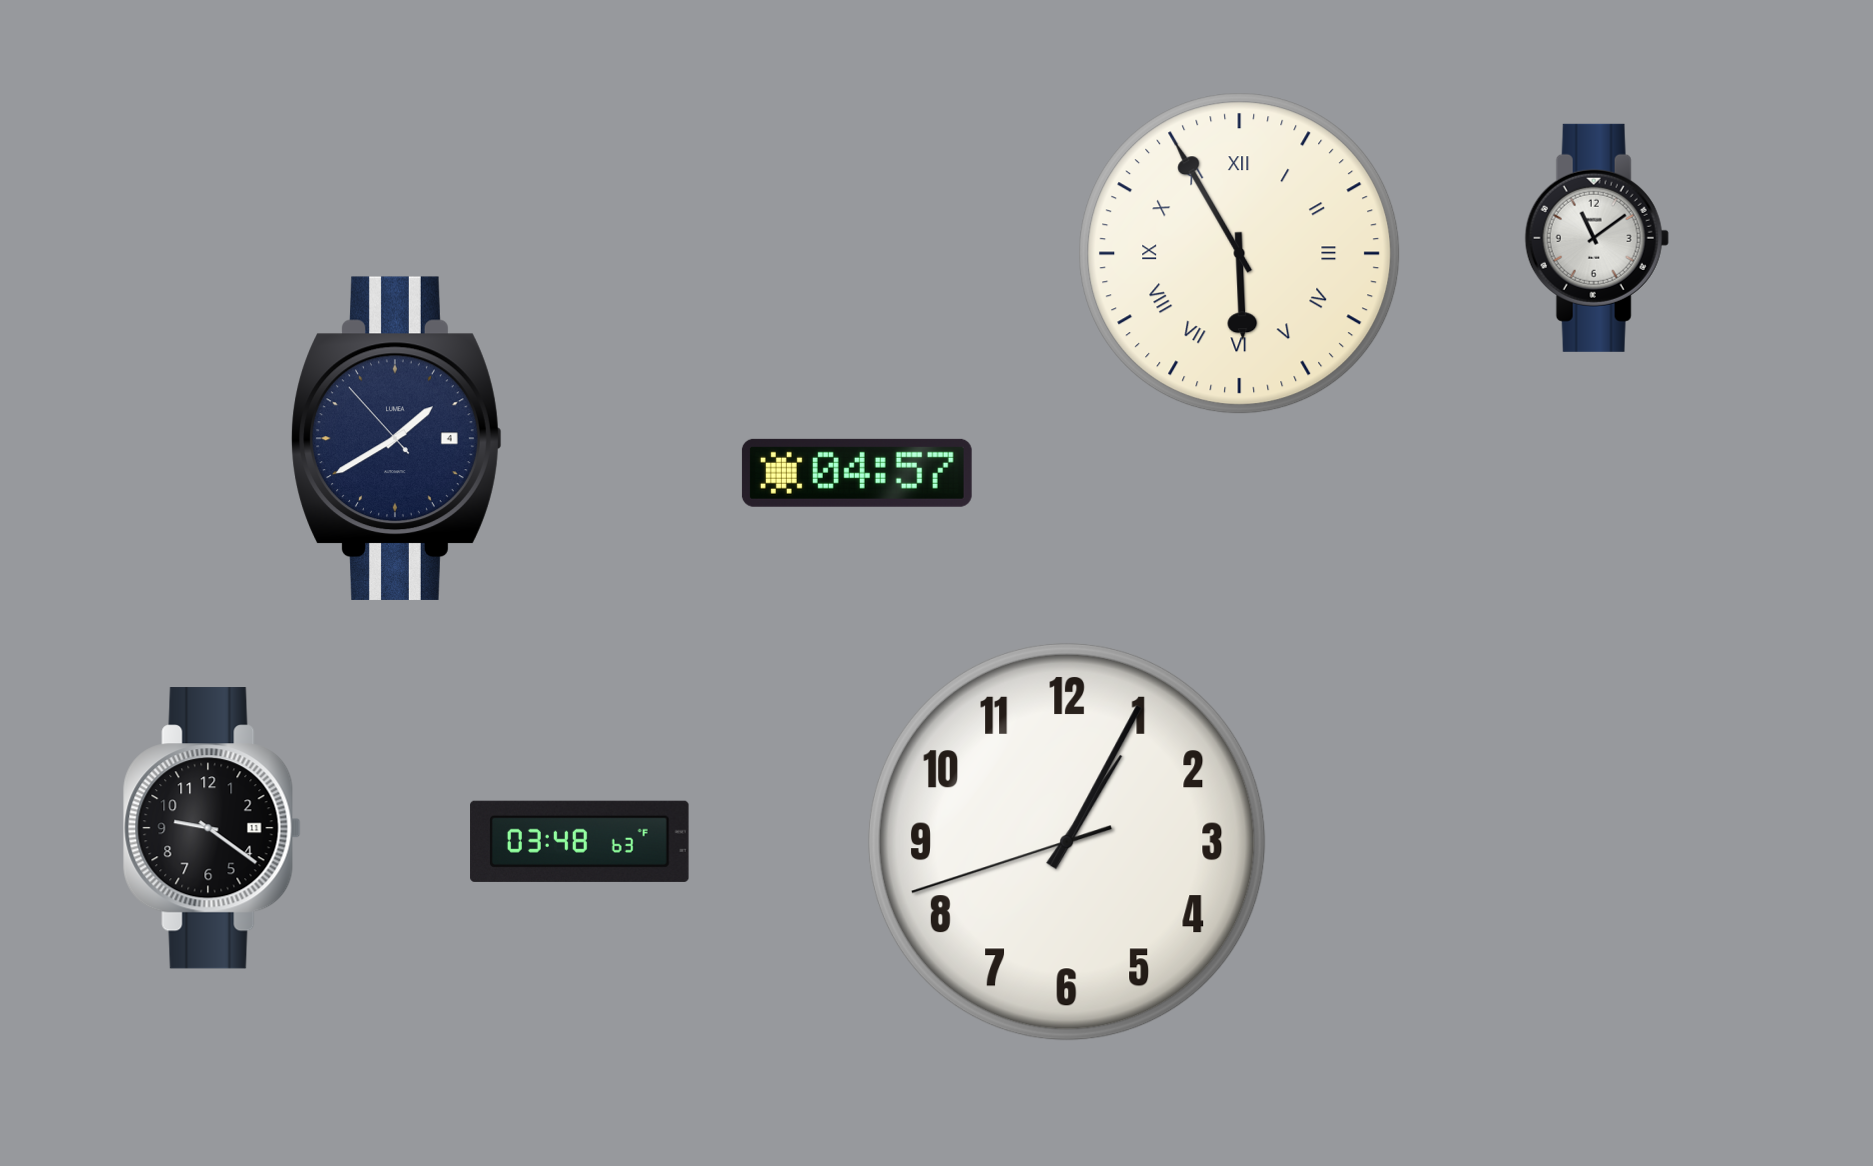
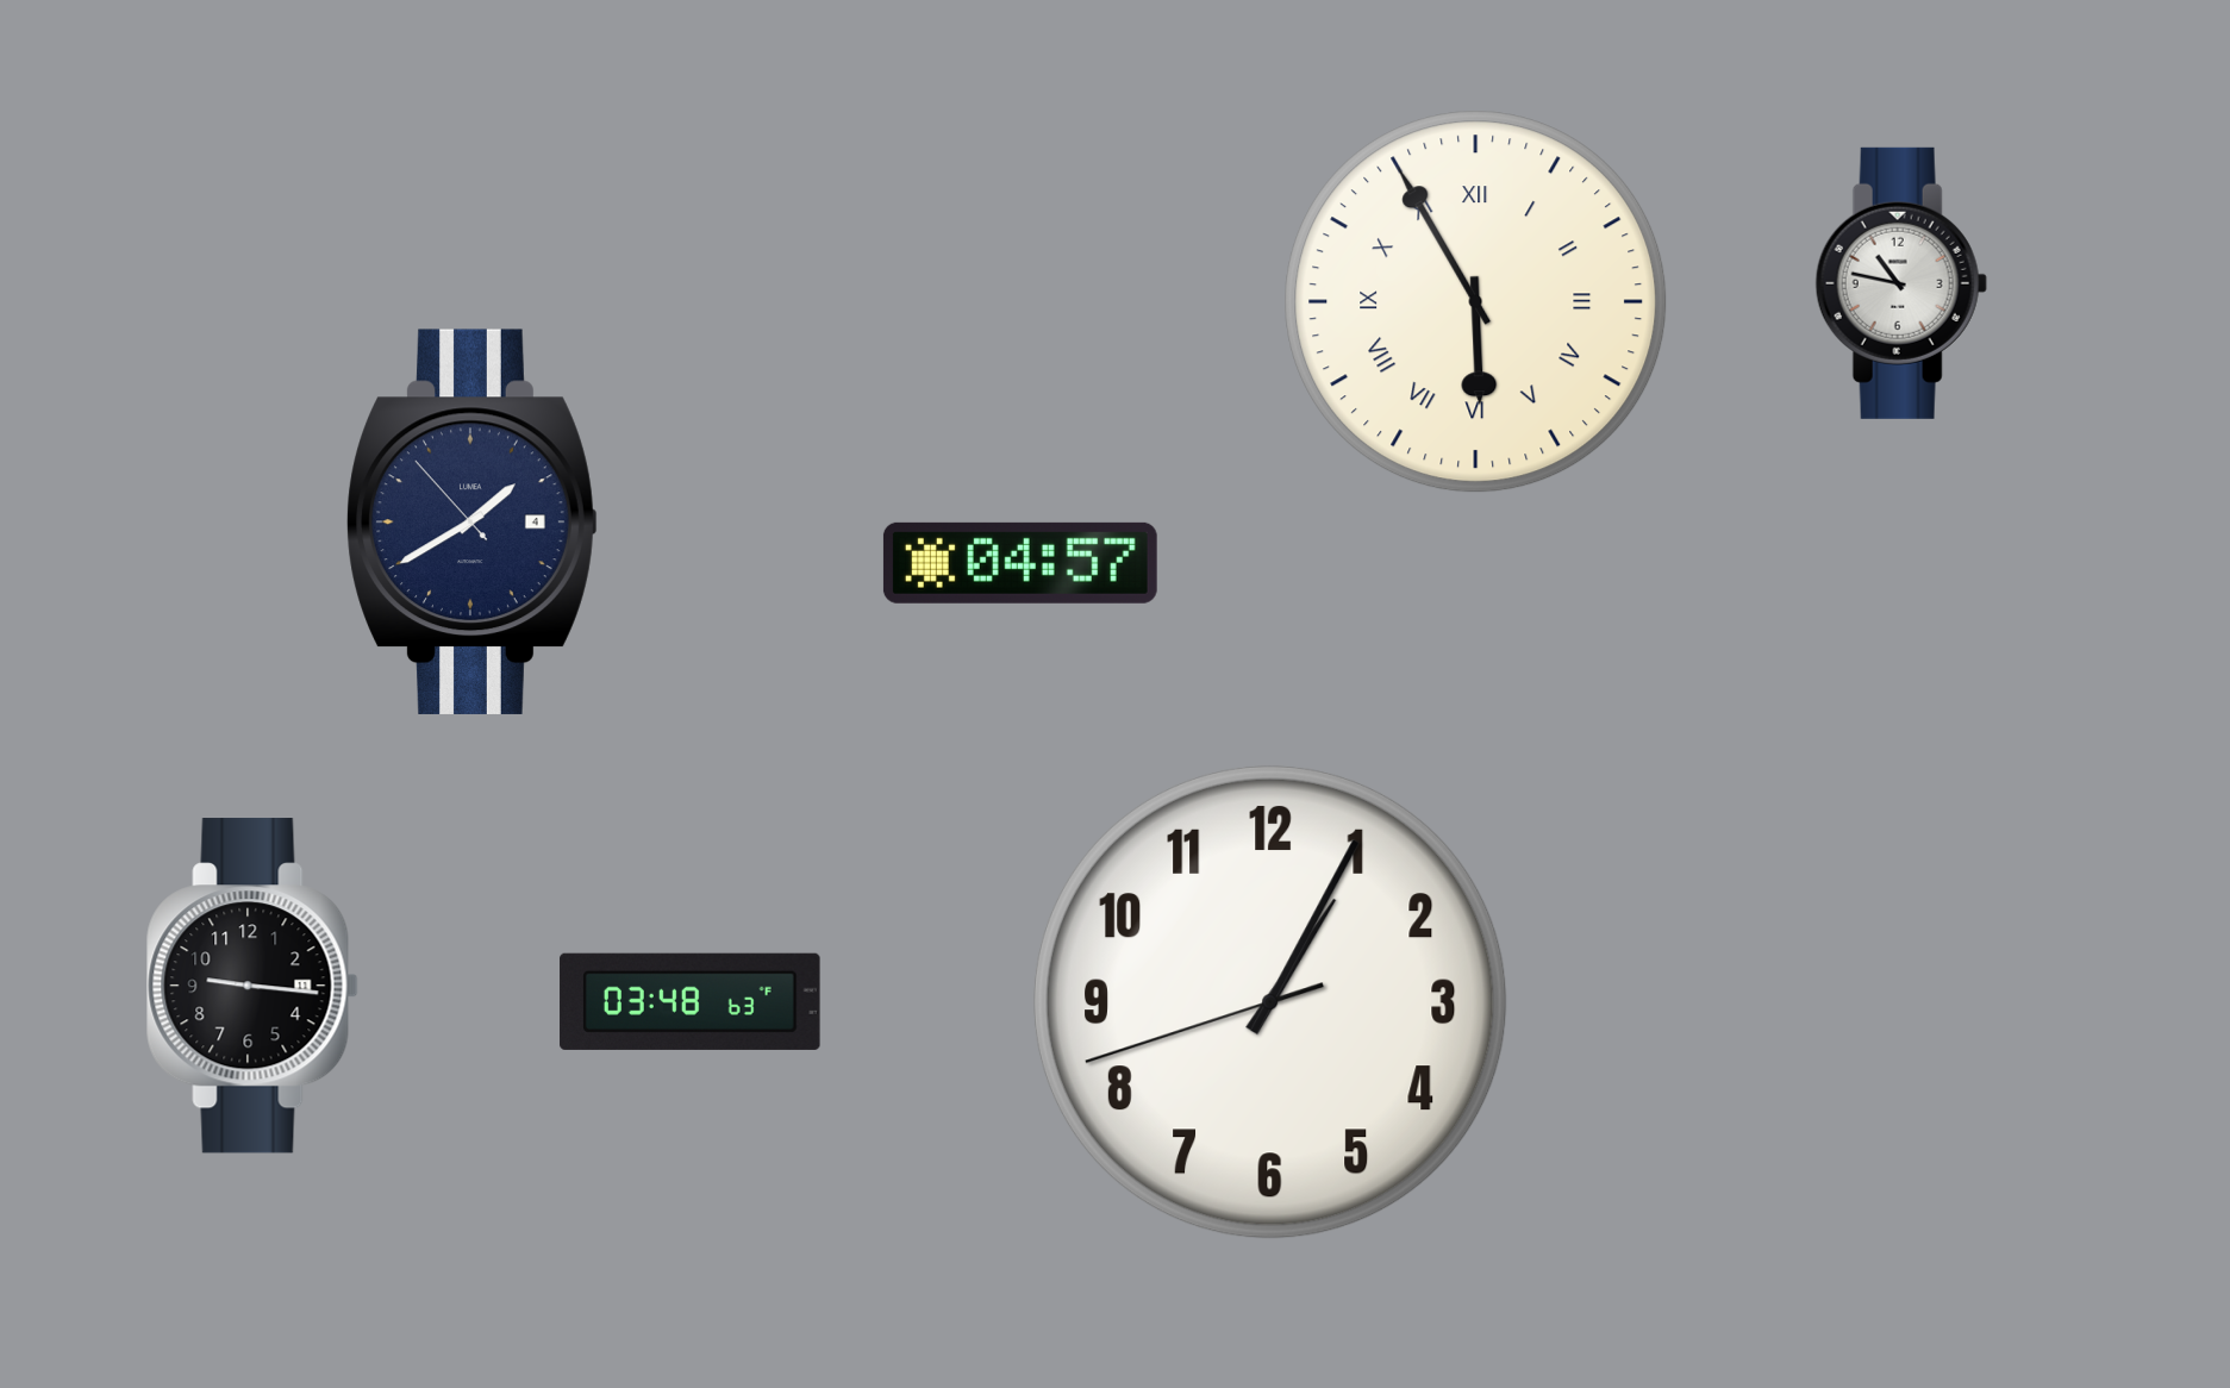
clock at (1597, 238): 11:09 -> 10:47
clock at (212, 828): 9:21 -> 9:16
